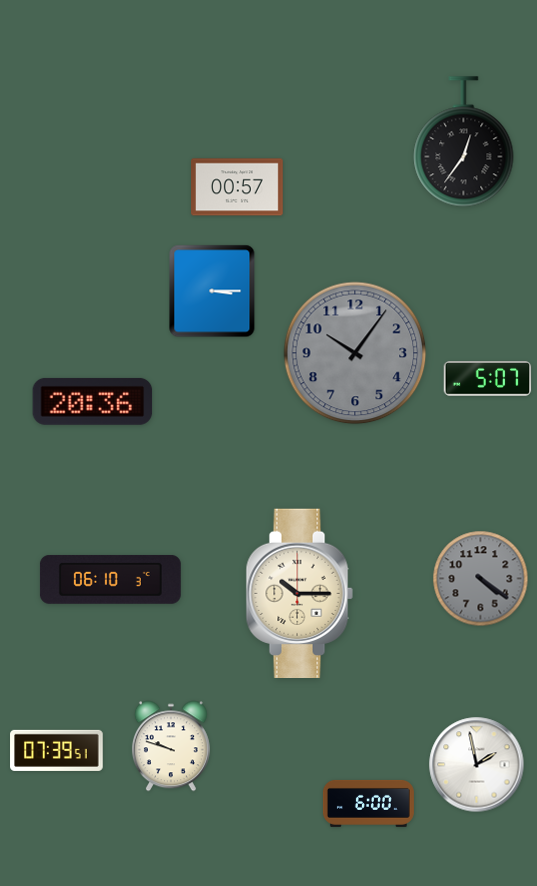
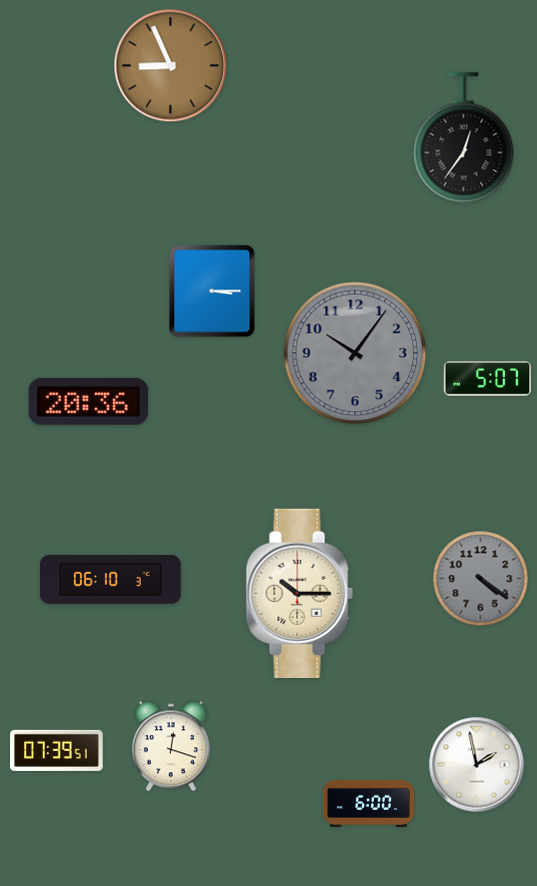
clock at (171, 66): none -> 8:56
clock at (464, 142) position: (464, 142) -> (464, 138)
clock at (238, 187): 00:57 -> none
clock at (93, 401) position: (93, 401) -> (89, 401)
clock at (171, 746): 9:48 -> 12:18
